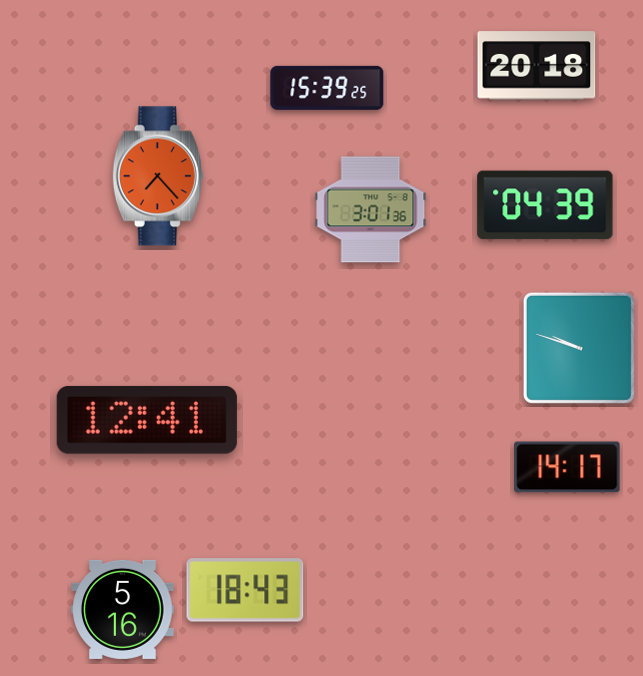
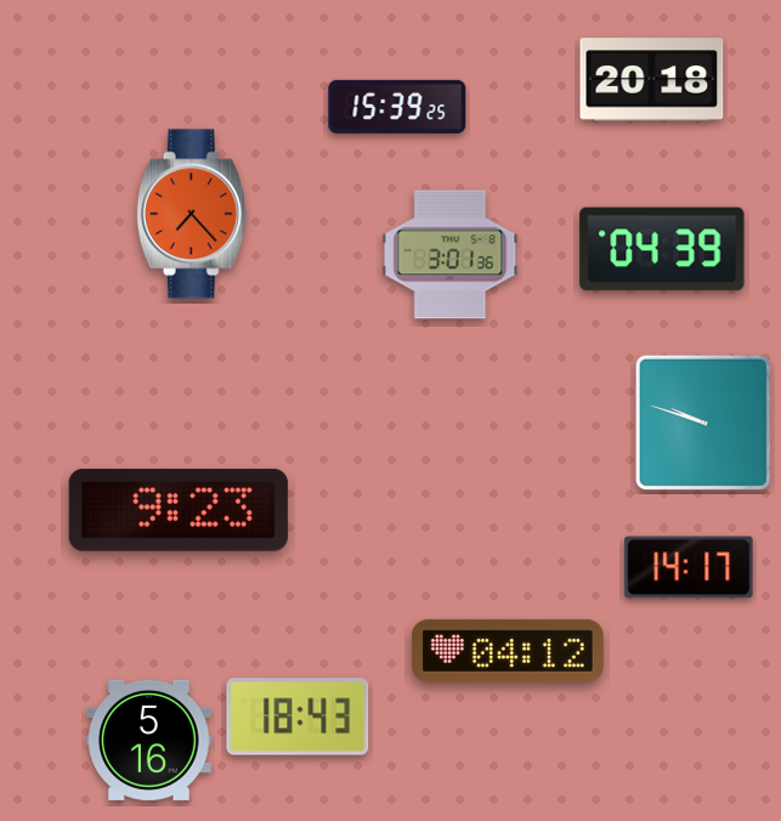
clock at (147, 420): 12:41 -> 9:23
clock at (508, 651): none -> 04:12
